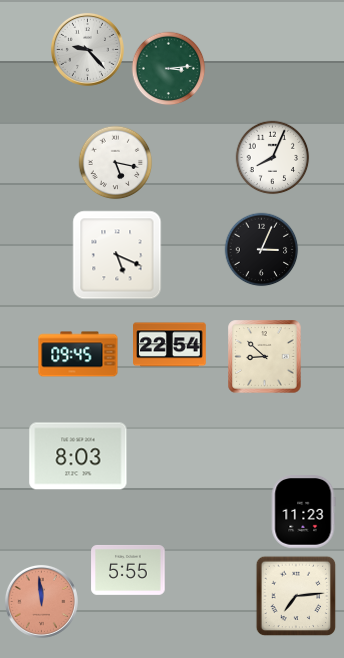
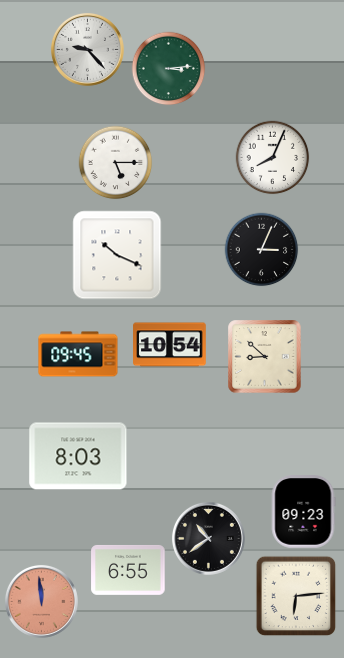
clock at (116, 163): 5:17 -> 5:15
clock at (117, 255): 5:19 -> 10:19
clock at (170, 345): 22:54 -> 10:54
clock at (303, 512): 11:23 -> 09:23
clock at (208, 538): none -> 10:39
clock at (128, 570): 5:55 -> 6:55
clock at (296, 596): 7:14 -> 6:14
